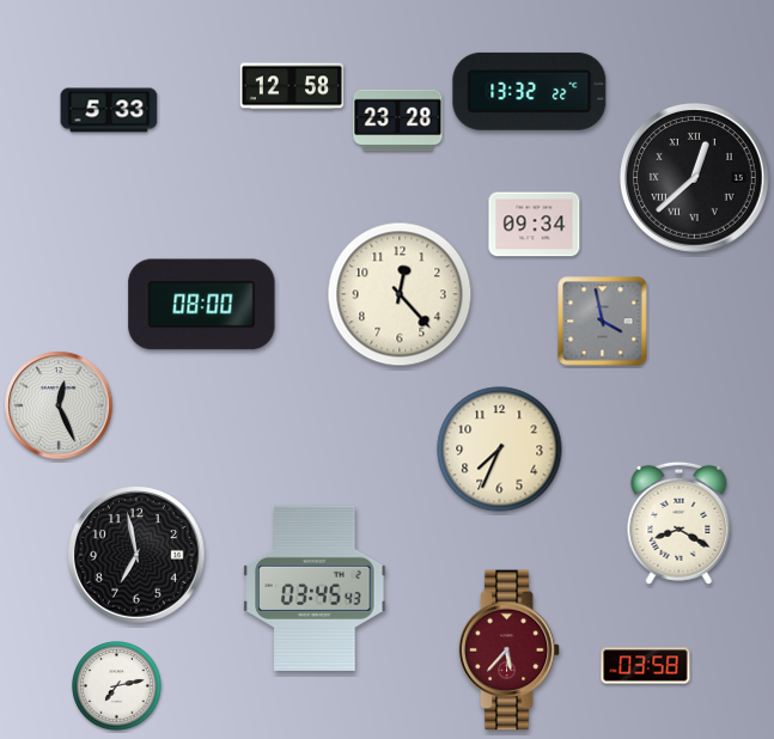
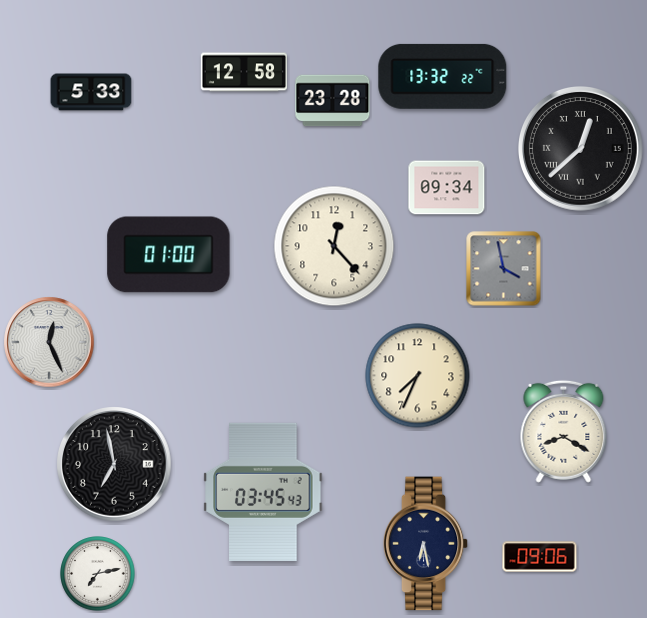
clock at (202, 305): 08:00 -> 01:00
clock at (59, 405) position: (59, 405) -> (49, 342)
clock at (679, 523) position: (679, 523) -> (564, 431)
clock at (510, 651): 5:37 -> 6:28
clock at (510, 651) dial: burgundy -> navy
clock at (646, 666): 03:58 -> 09:06
